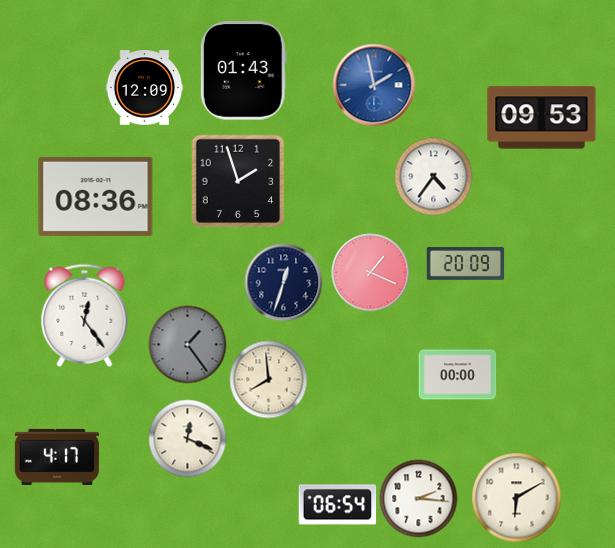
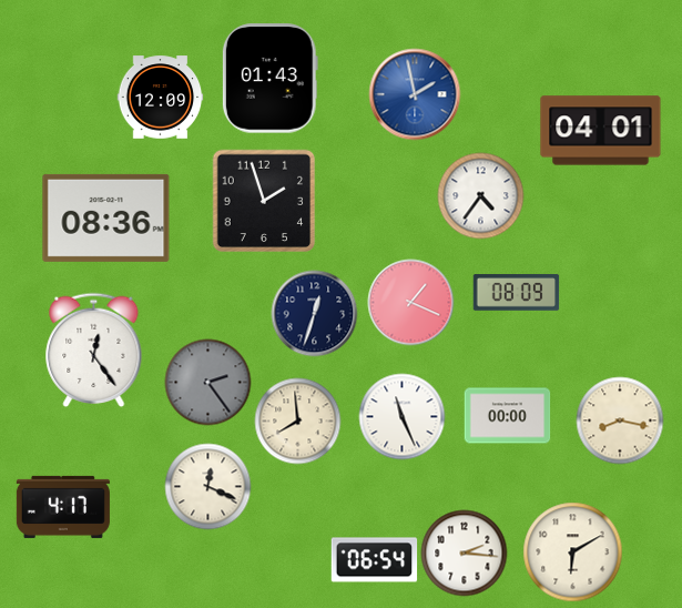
clock at (542, 118): 09:53 -> 04:01
clock at (465, 264): 20:09 -> 08:09
clock at (187, 344): 1:24 -> 2:24
clock at (401, 416): none -> 11:26
clock at (620, 420): none -> 8:17
